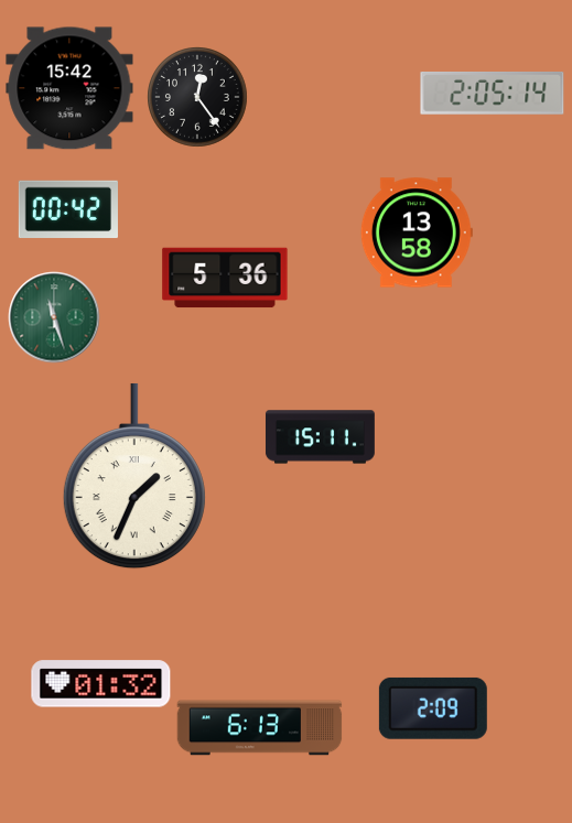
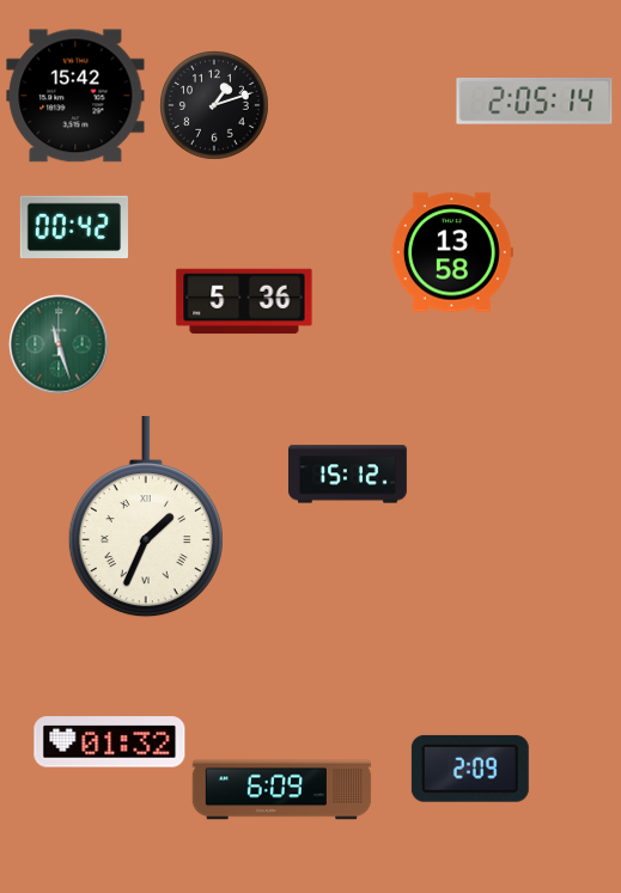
clock at (197, 97): 12:24 -> 1:12
clock at (320, 437): 15:11 -> 15:12
clock at (260, 728): 6:13 -> 6:09
